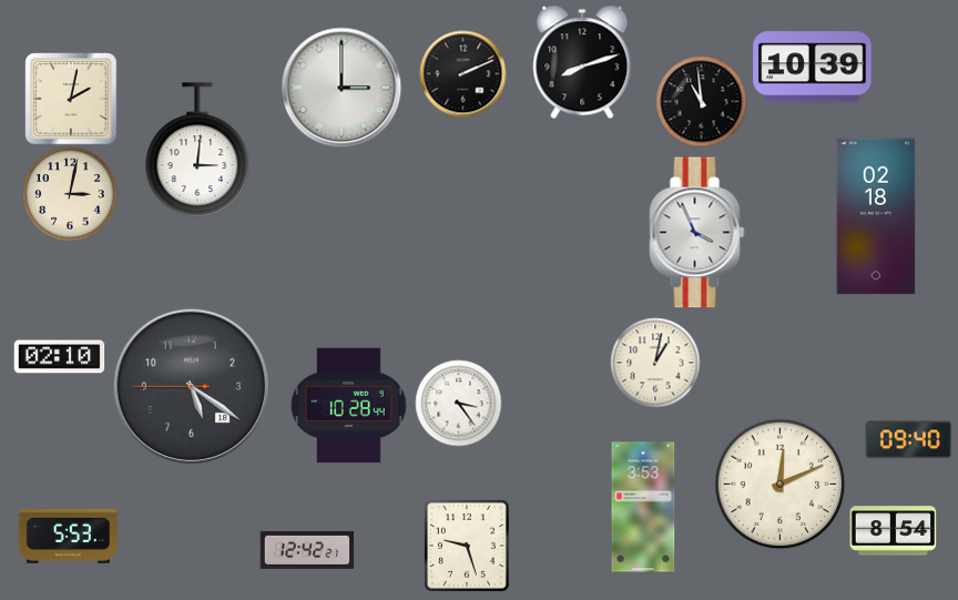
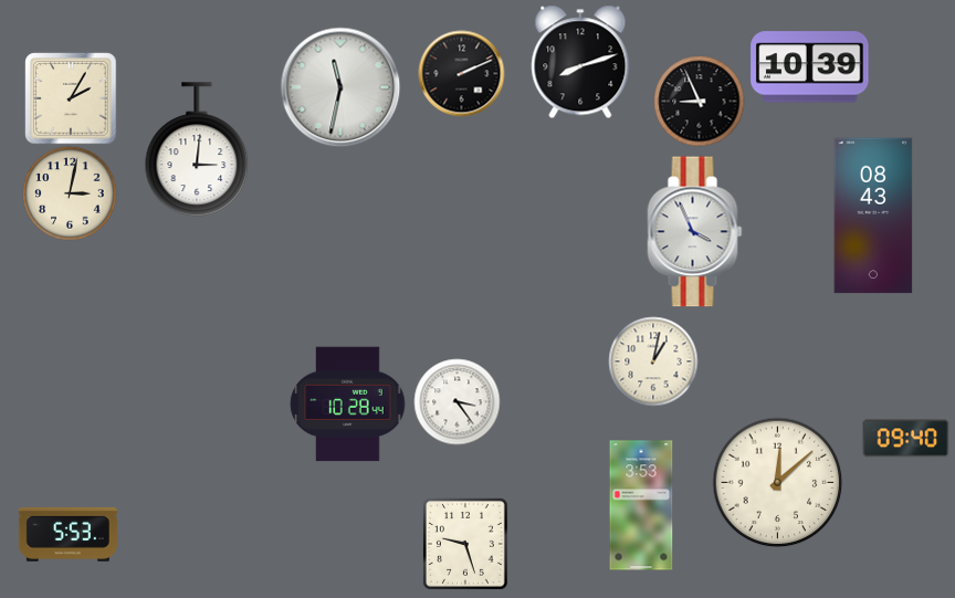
clock at (342, 88): 3:00 -> 11:32
clock at (71, 99): 2:02 -> 2:05
clock at (701, 101): 10:59 -> 8:56
clock at (876, 216): 02:18 -> 08:43
clock at (59, 357): 02:10 -> none
clock at (191, 386): 5:20 -> none
clock at (779, 484): 12:11 -> 12:08
clock at (893, 531): 8:54 -> none
clock at (307, 550): 12:42 -> none
